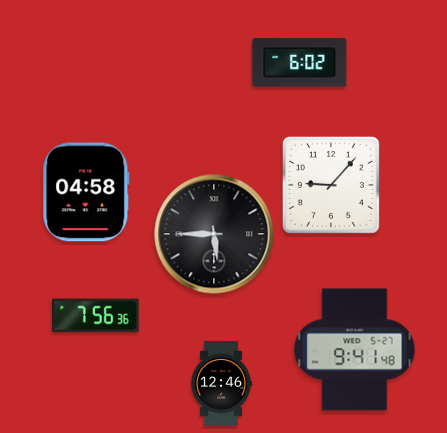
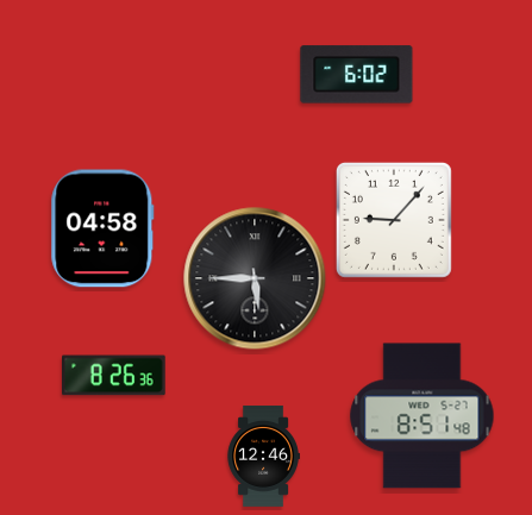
clock at (96, 316): 7:56 -> 8:26
clock at (355, 350): 9:41 -> 8:51
